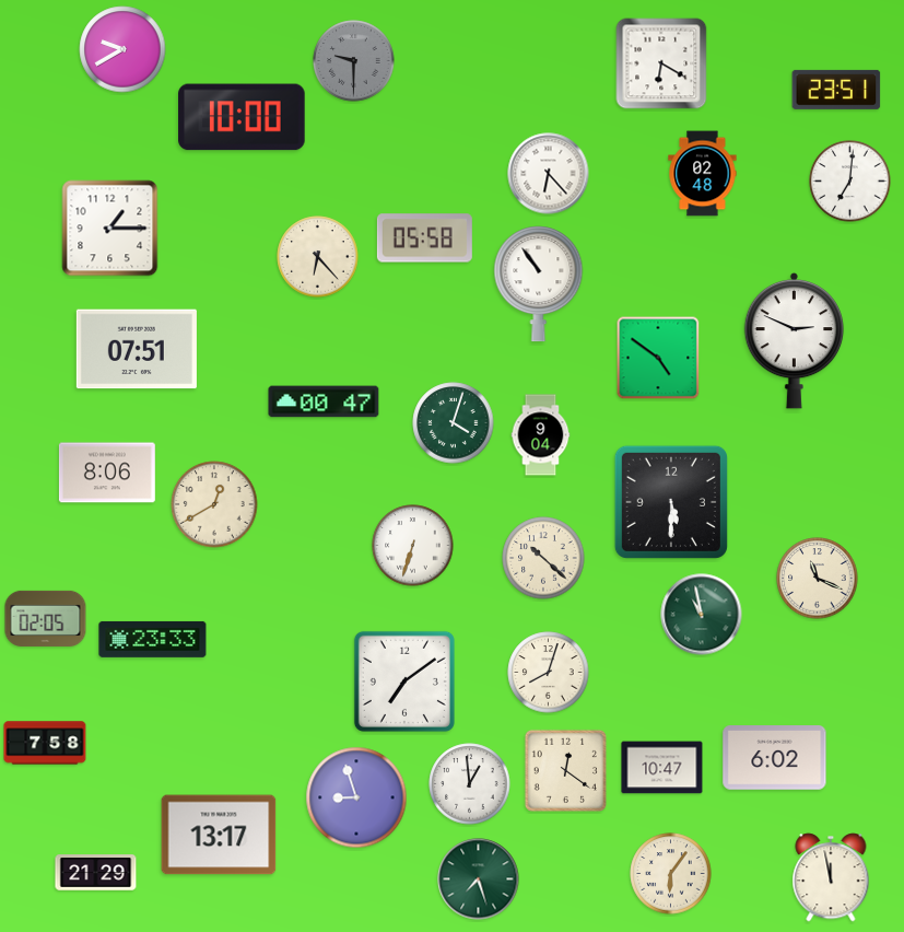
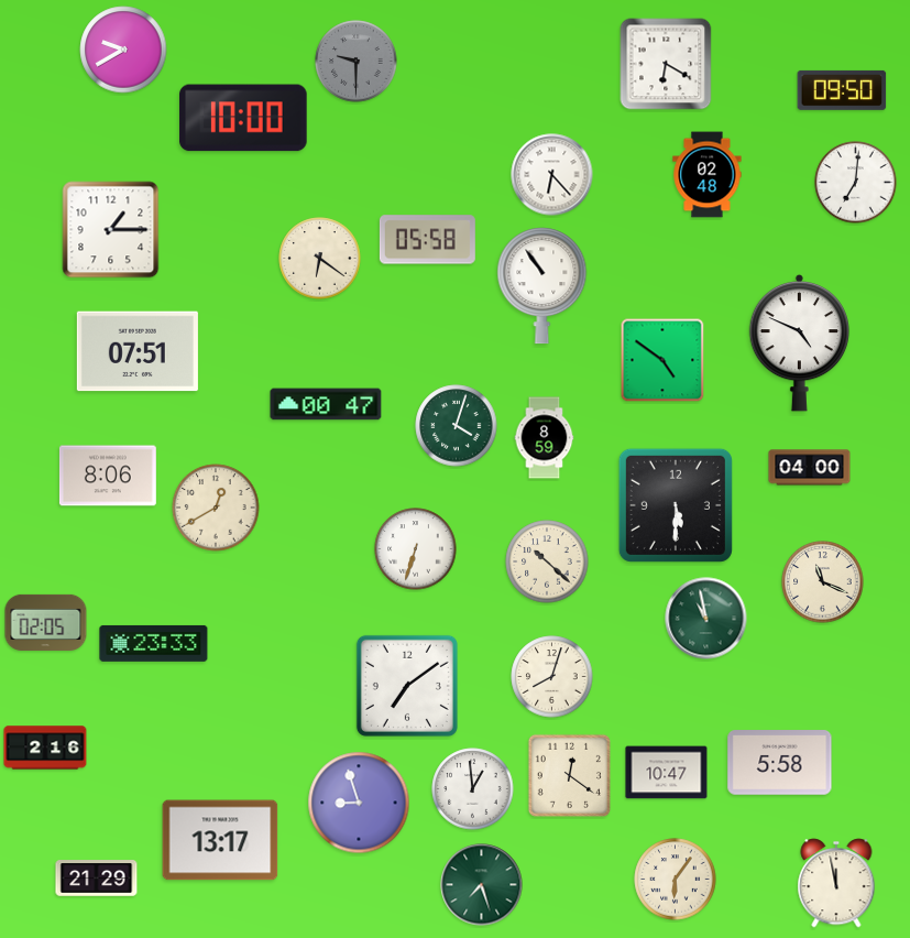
clock at (836, 90): 23:51 -> 09:50
clock at (318, 257): 6:23 -> 6:21
clock at (795, 340): 2:49 -> 4:49
clock at (541, 435): 9:04 -> 8:59
clock at (810, 468): none -> 04:00
clock at (45, 743): 7:58 -> 2:16
clock at (775, 758): 6:02 -> 5:58
